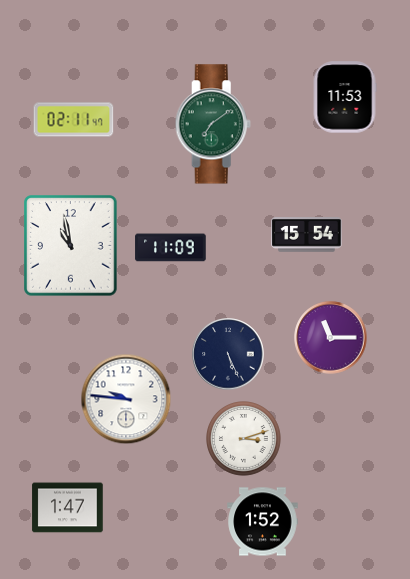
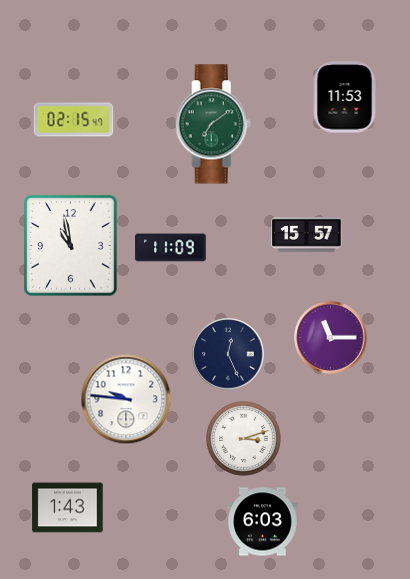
clock at (74, 120): 02:11 -> 02:15
clock at (307, 235): 15:54 -> 15:57
clock at (228, 354): 5:26 -> 12:26
clock at (68, 508): 1:47 -> 1:43
clock at (263, 522): 1:52 -> 6:03
